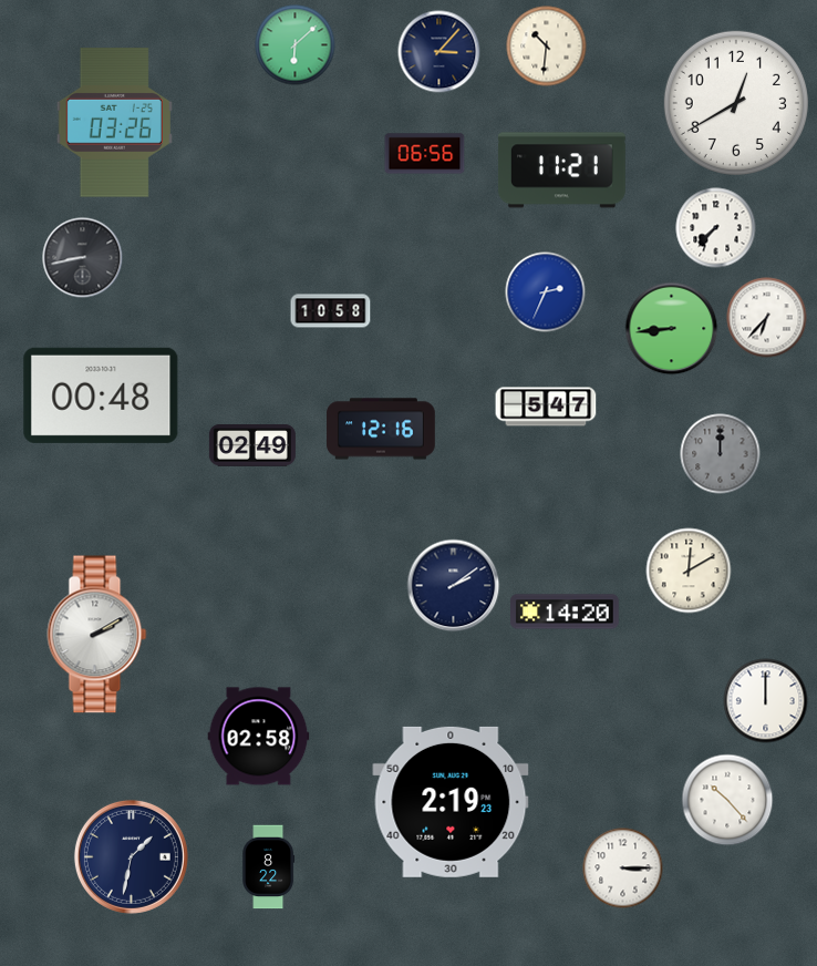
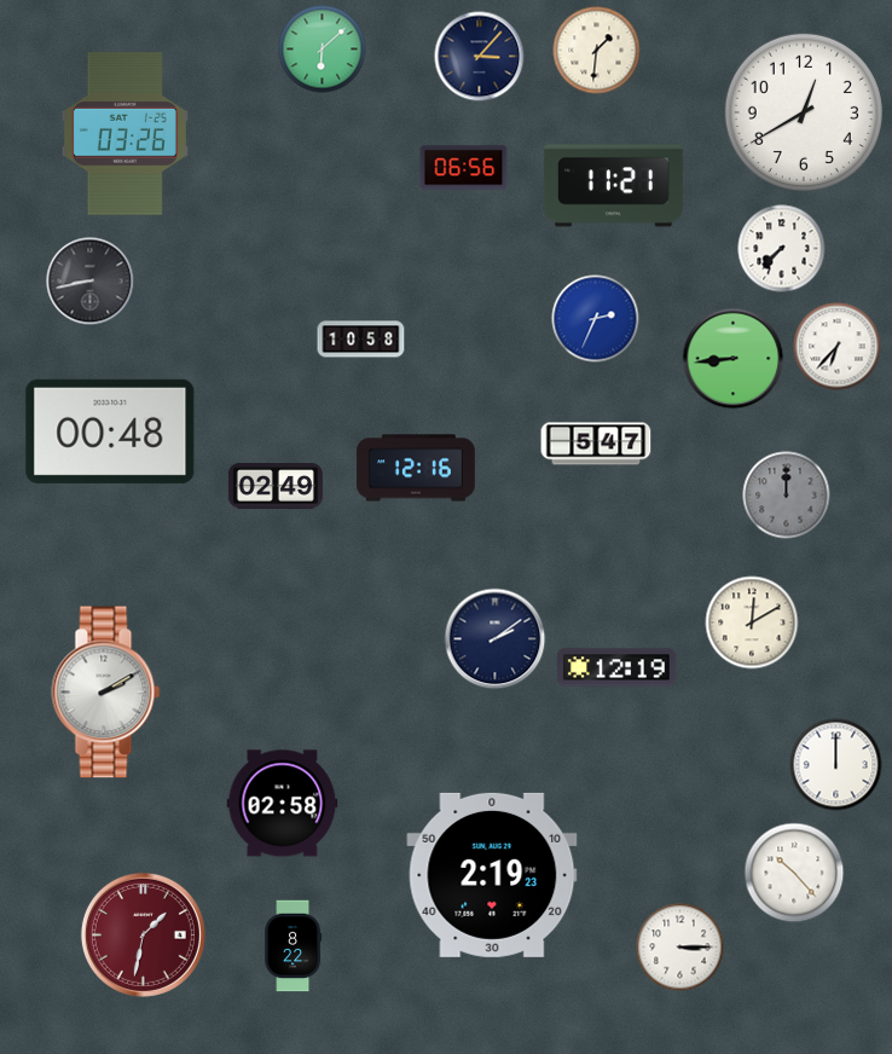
clock at (547, 47): 10:31 -> 1:31
clock at (566, 612): 14:20 -> 12:19
clock at (131, 856) dial: navy -> burgundy
